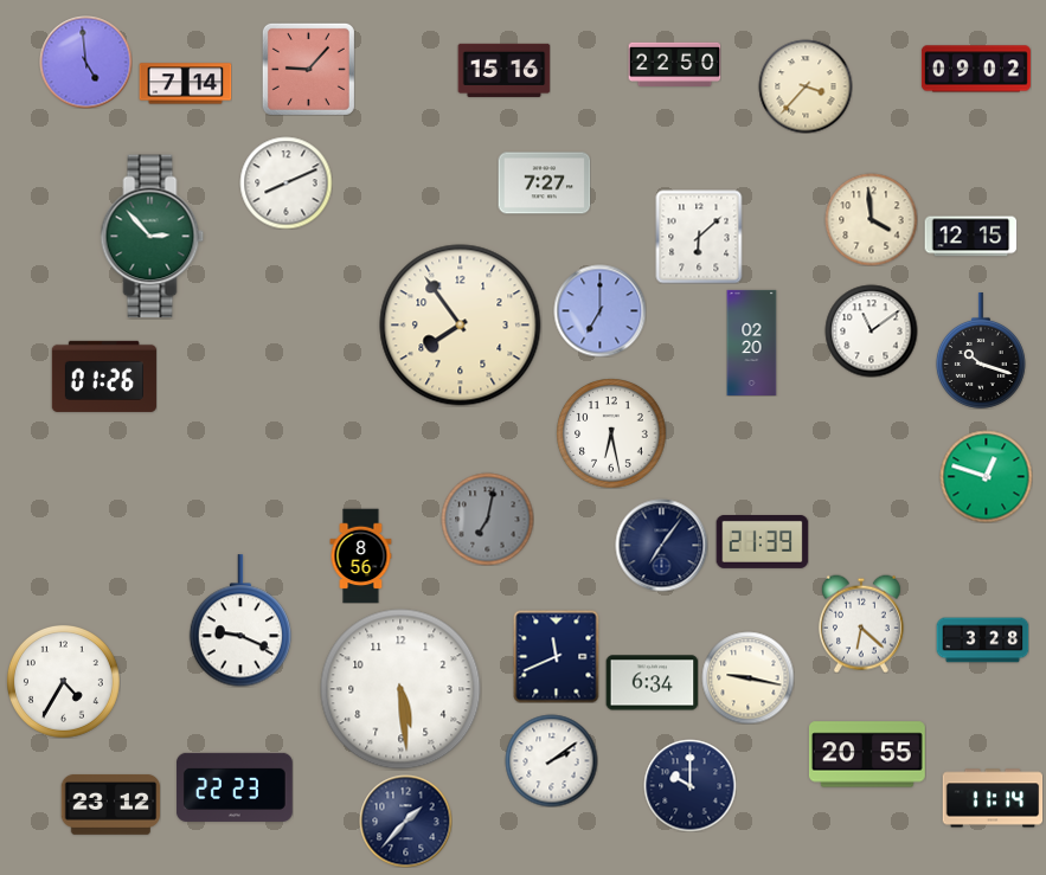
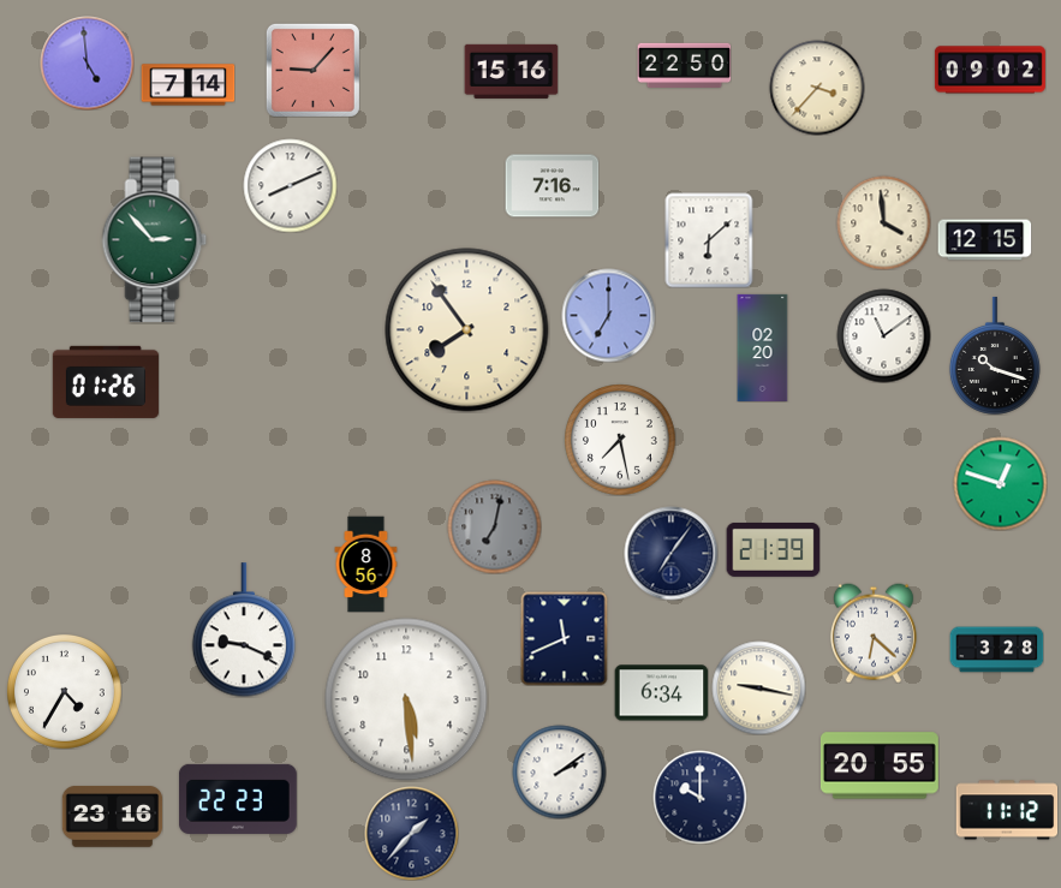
clock at (544, 184): 7:27 -> 7:16
clock at (611, 433): 6:28 -> 7:28
clock at (557, 656) position: (557, 656) -> (565, 638)
clock at (993, 798): 11:14 -> 11:12
clock at (110, 805): 23:12 -> 23:16
